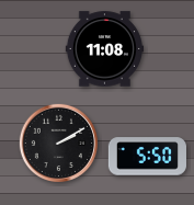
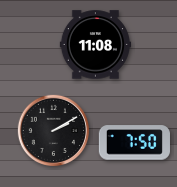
clock at (147, 157): 5:50 -> 7:50
